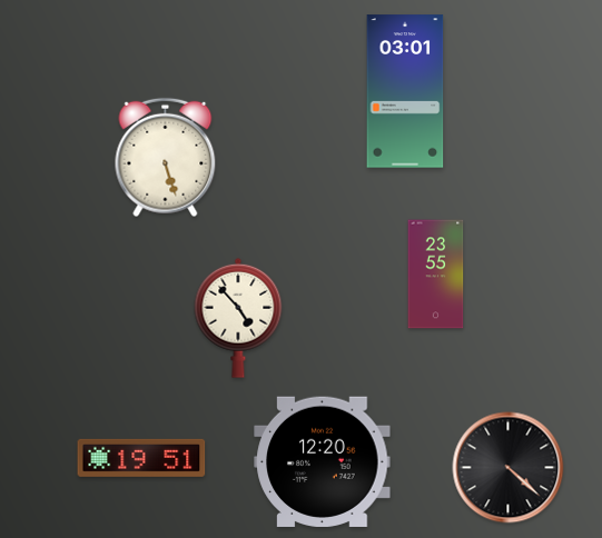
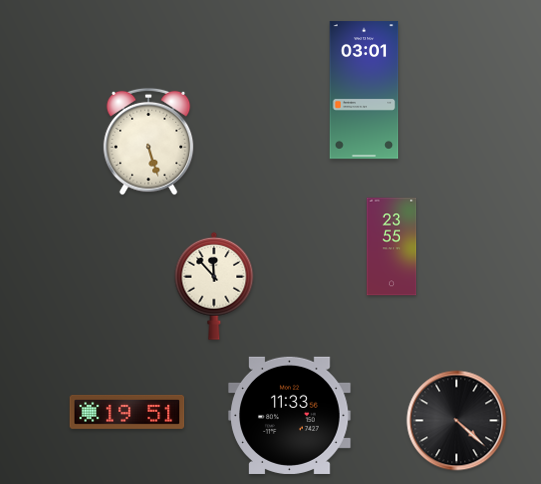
clock at (405, 91) position: (405, 91) -> (364, 90)
clock at (238, 318): 4:53 -> 11:53
clock at (323, 461): 12:20 -> 11:33
